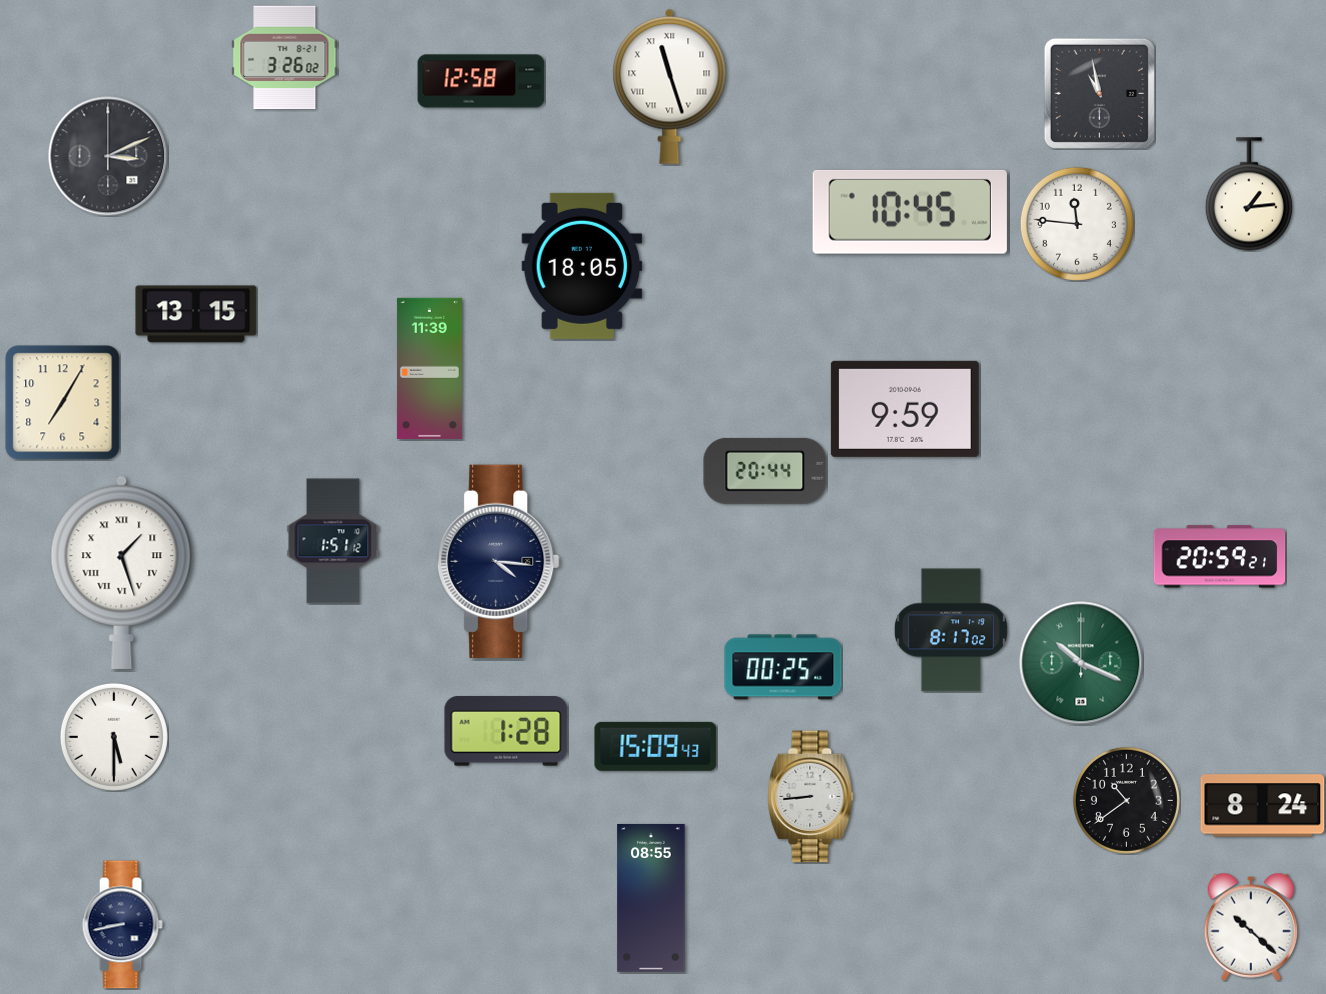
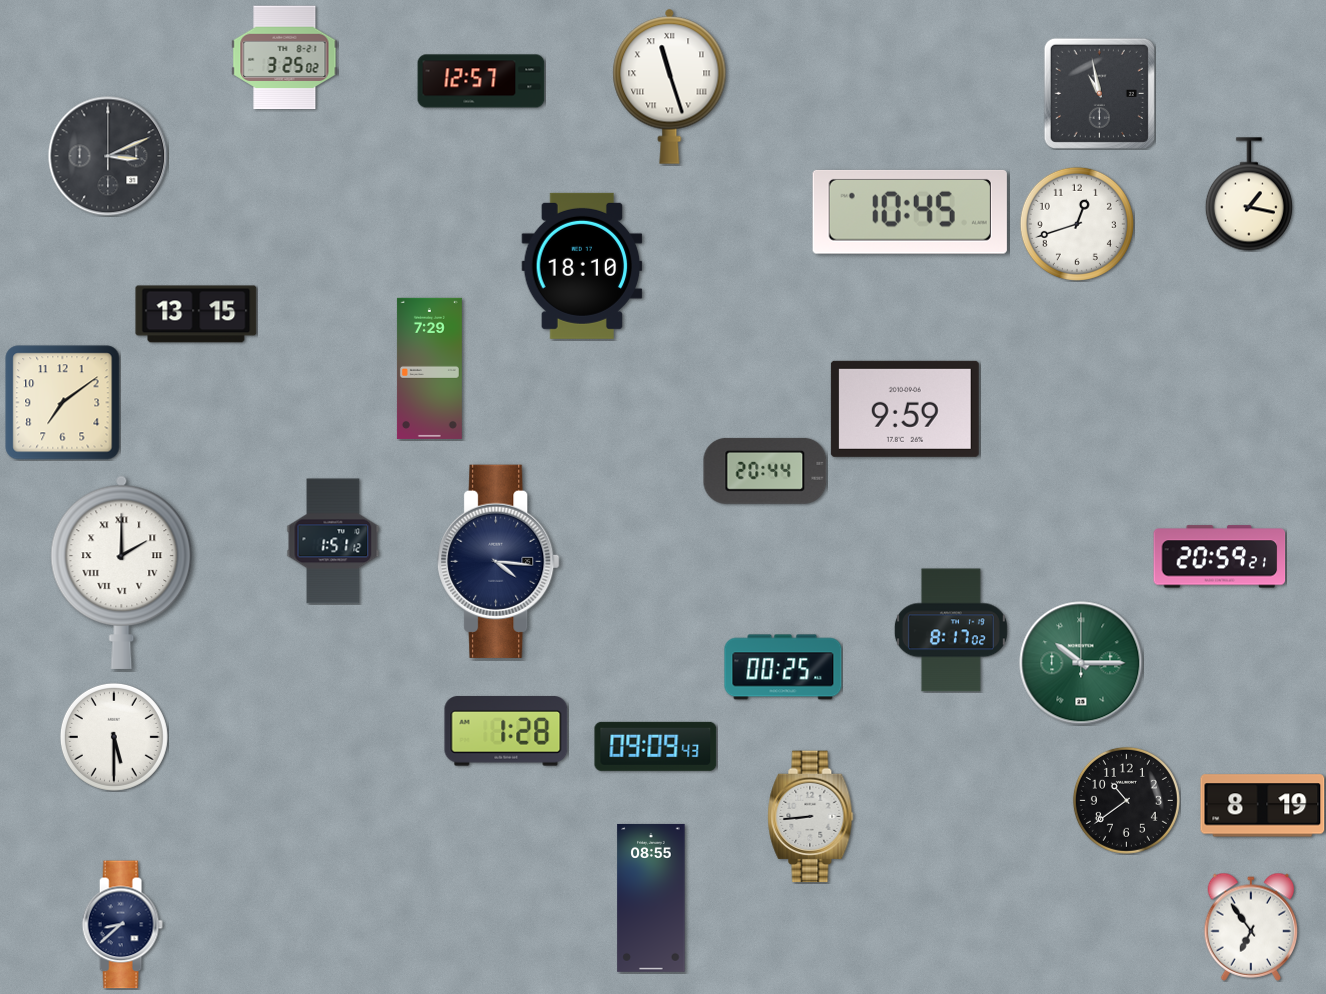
clock at (285, 58): 3:26 -> 3:25
clock at (481, 81): 12:58 -> 12:57
clock at (1249, 194): 1:14 -> 1:17
clock at (1077, 224): 11:46 -> 12:42
clock at (582, 266): 18:05 -> 18:10
clock at (429, 368): 11:39 -> 7:29
clock at (63, 403): 7:05 -> 7:09
clock at (122, 572): 1:27 -> 2:00
clock at (1081, 663): 10:19 -> 10:15
clock at (656, 746): 15:09 -> 09:09
clock at (811, 797) position: (811, 797) -> (811, 817)
clock at (1263, 806): 8:24 -> 8:19
clock at (122, 925): 8:43 -> 8:38
clock at (1251, 927): 10:22 -> 6:54
